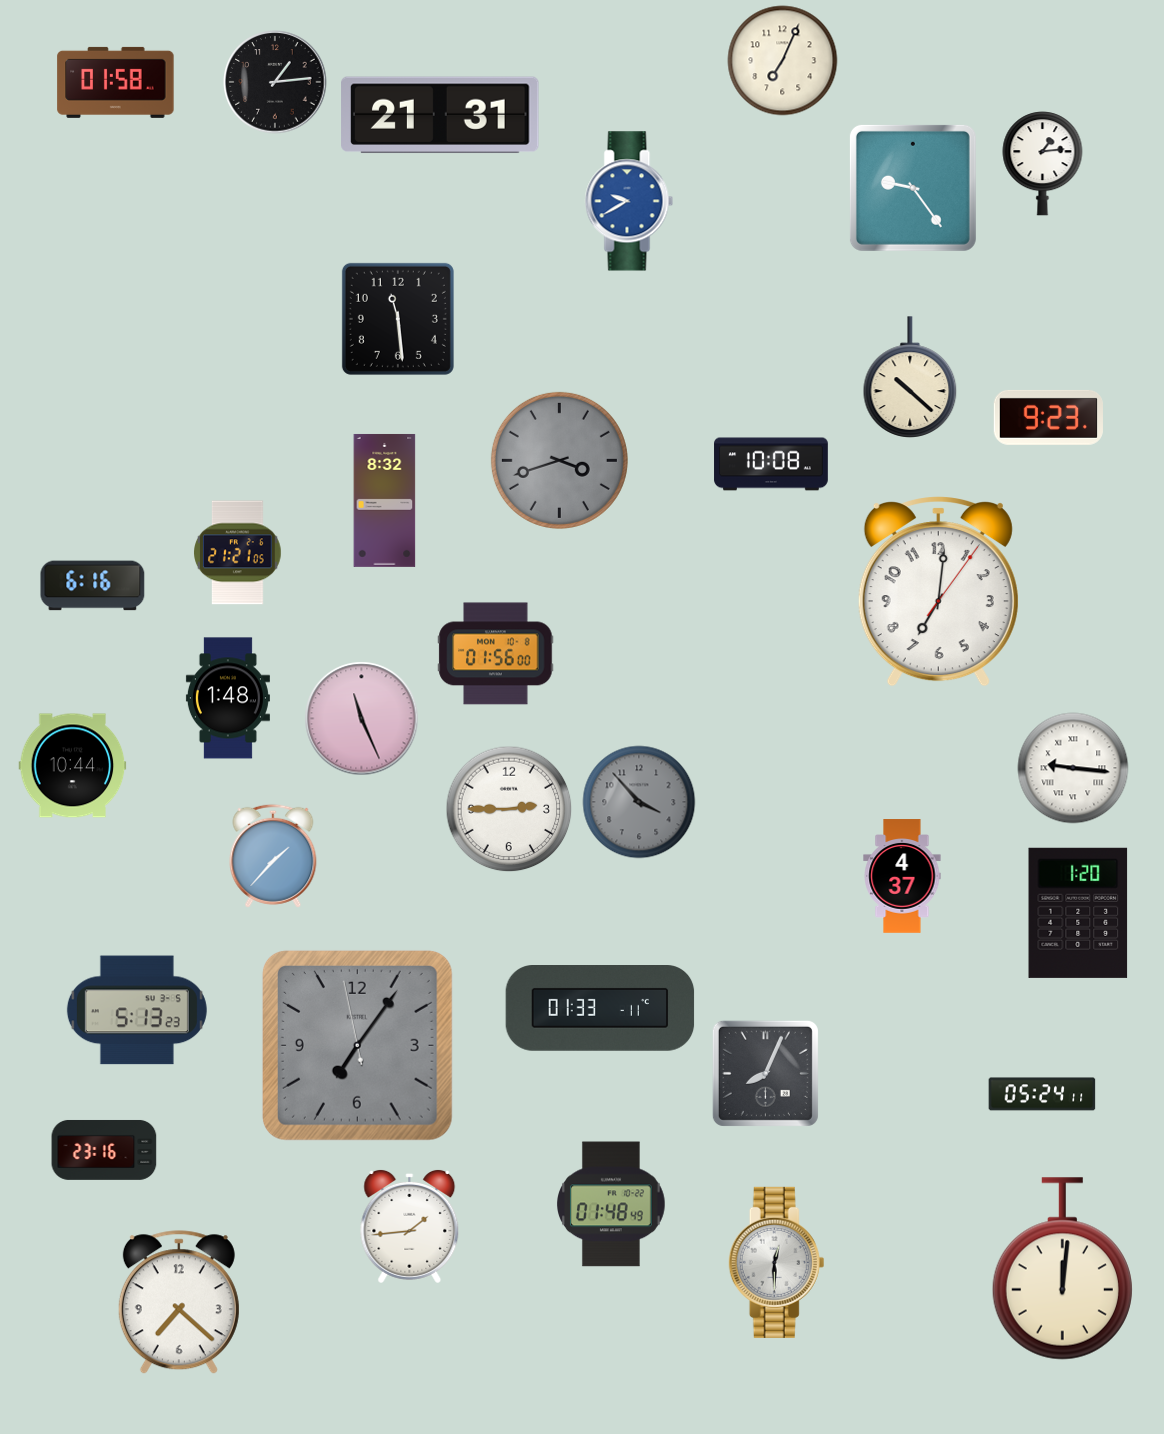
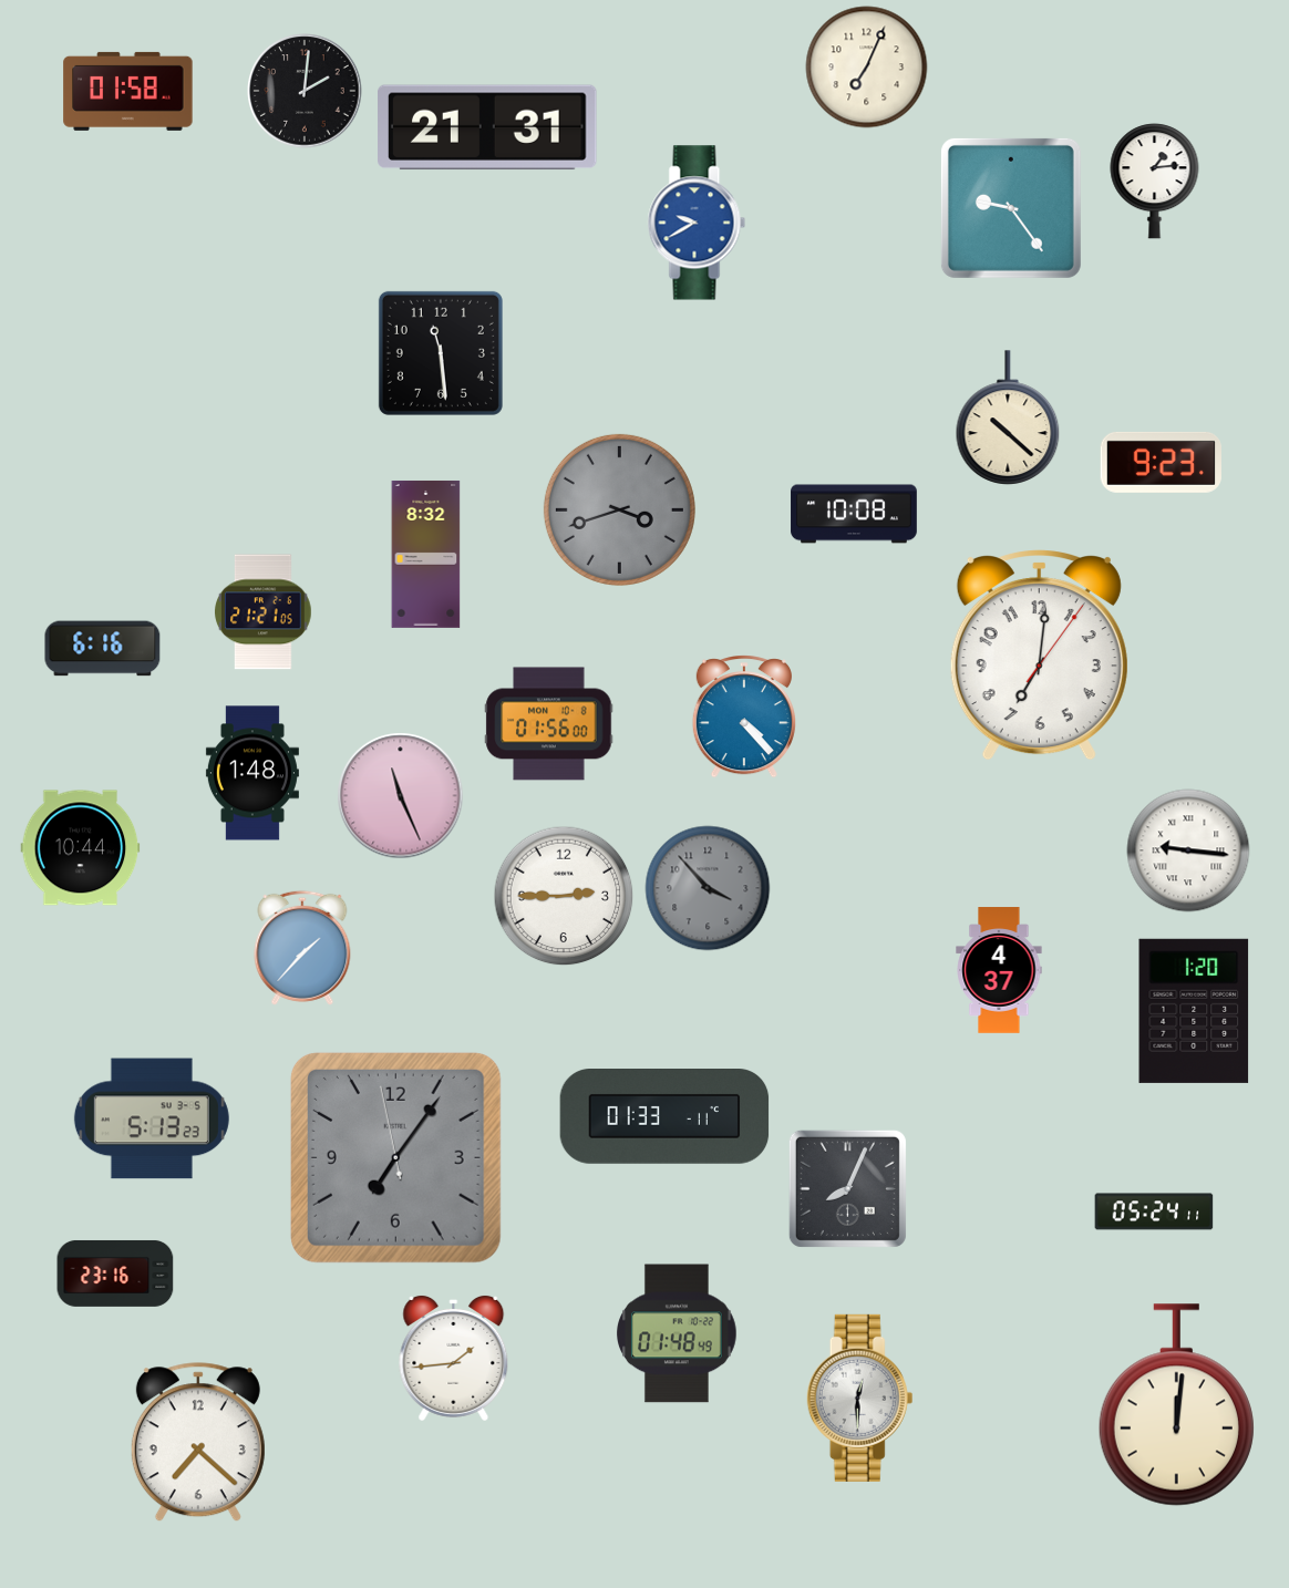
clock at (275, 82): 1:14 -> 2:01
clock at (744, 716): none -> 4:23
